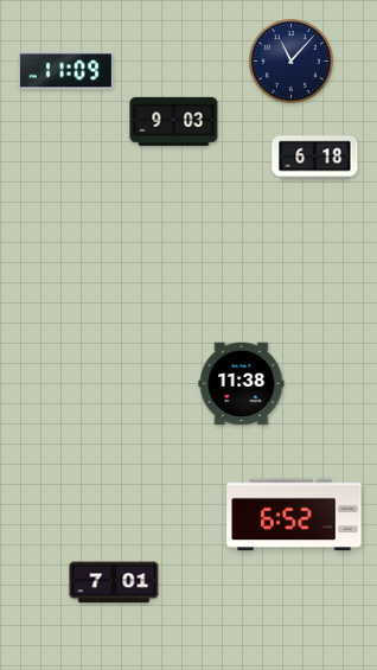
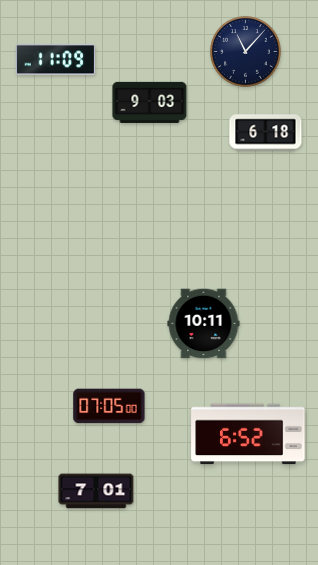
clock at (174, 121) position: (174, 121) -> (150, 102)
clock at (242, 384): 11:38 -> 10:11
clock at (109, 406): none -> 07:05
